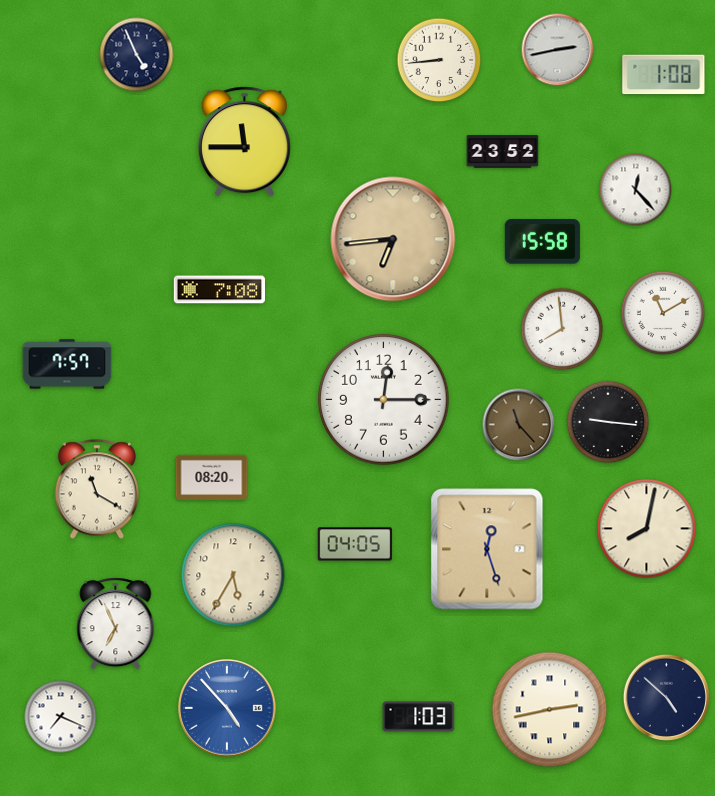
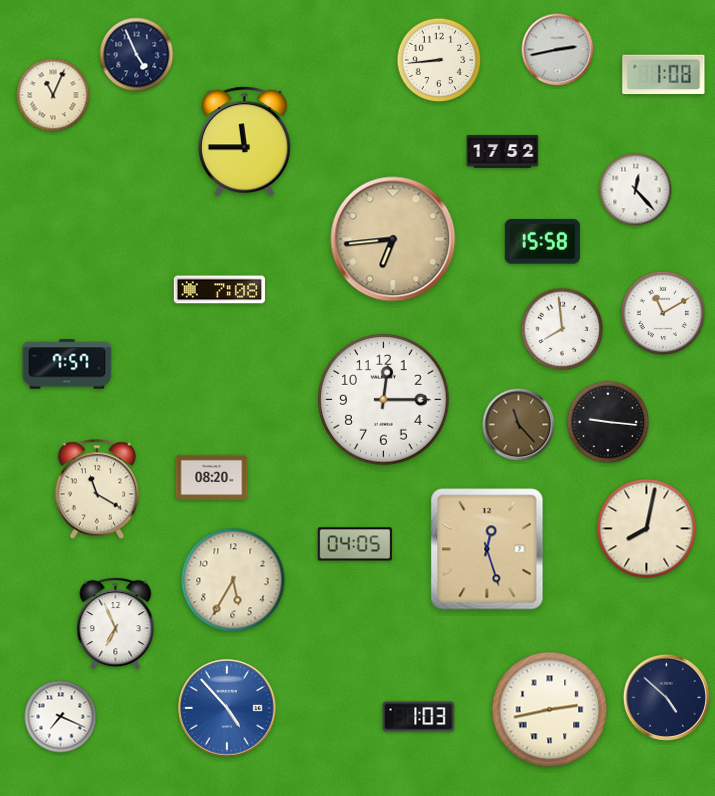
clock at (53, 95): none -> 11:04
clock at (503, 152): 23:52 -> 17:52
clock at (233, 575) position: (233, 575) -> (233, 580)
